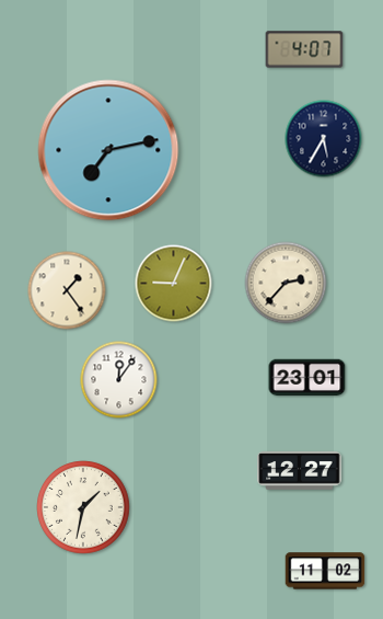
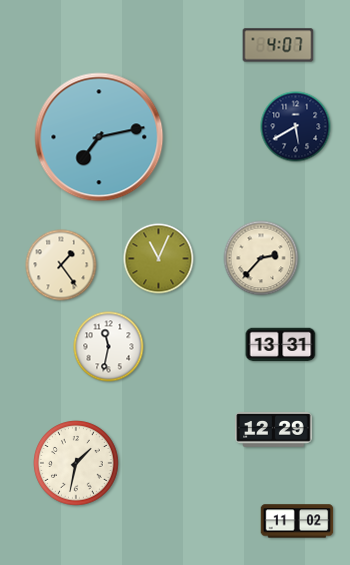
clock at (324, 139): 5:35 -> 5:40
clock at (174, 284): 9:04 -> 11:04
clock at (307, 378): 23:01 -> 13:31
clock at (119, 380): 12:06 -> 11:32
clock at (300, 471): 12:27 -> 12:29
